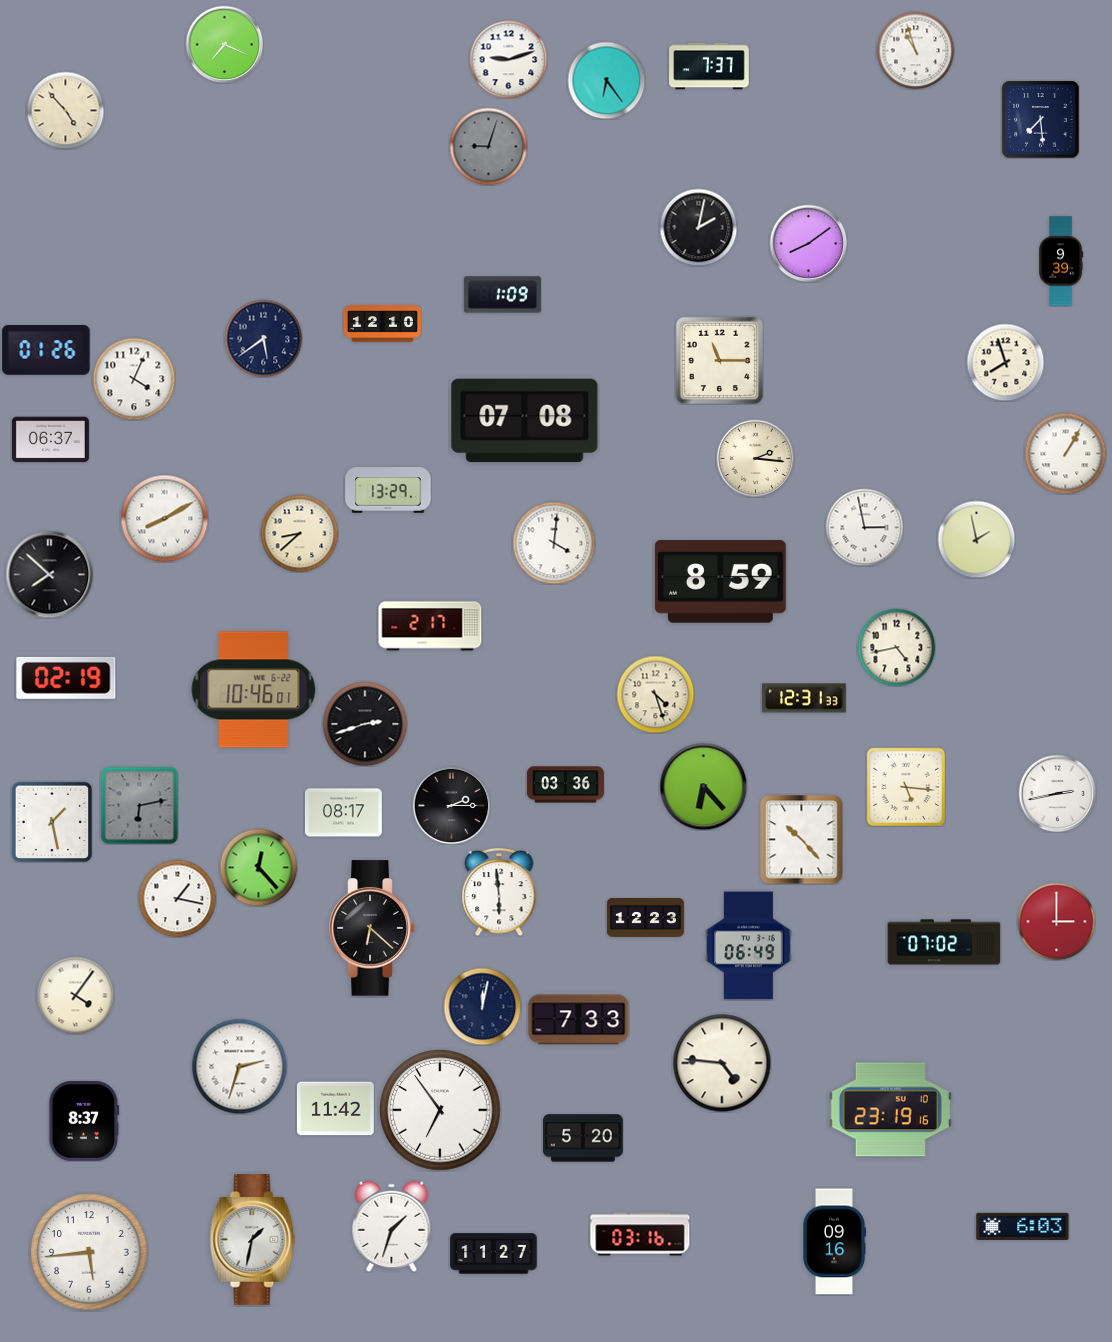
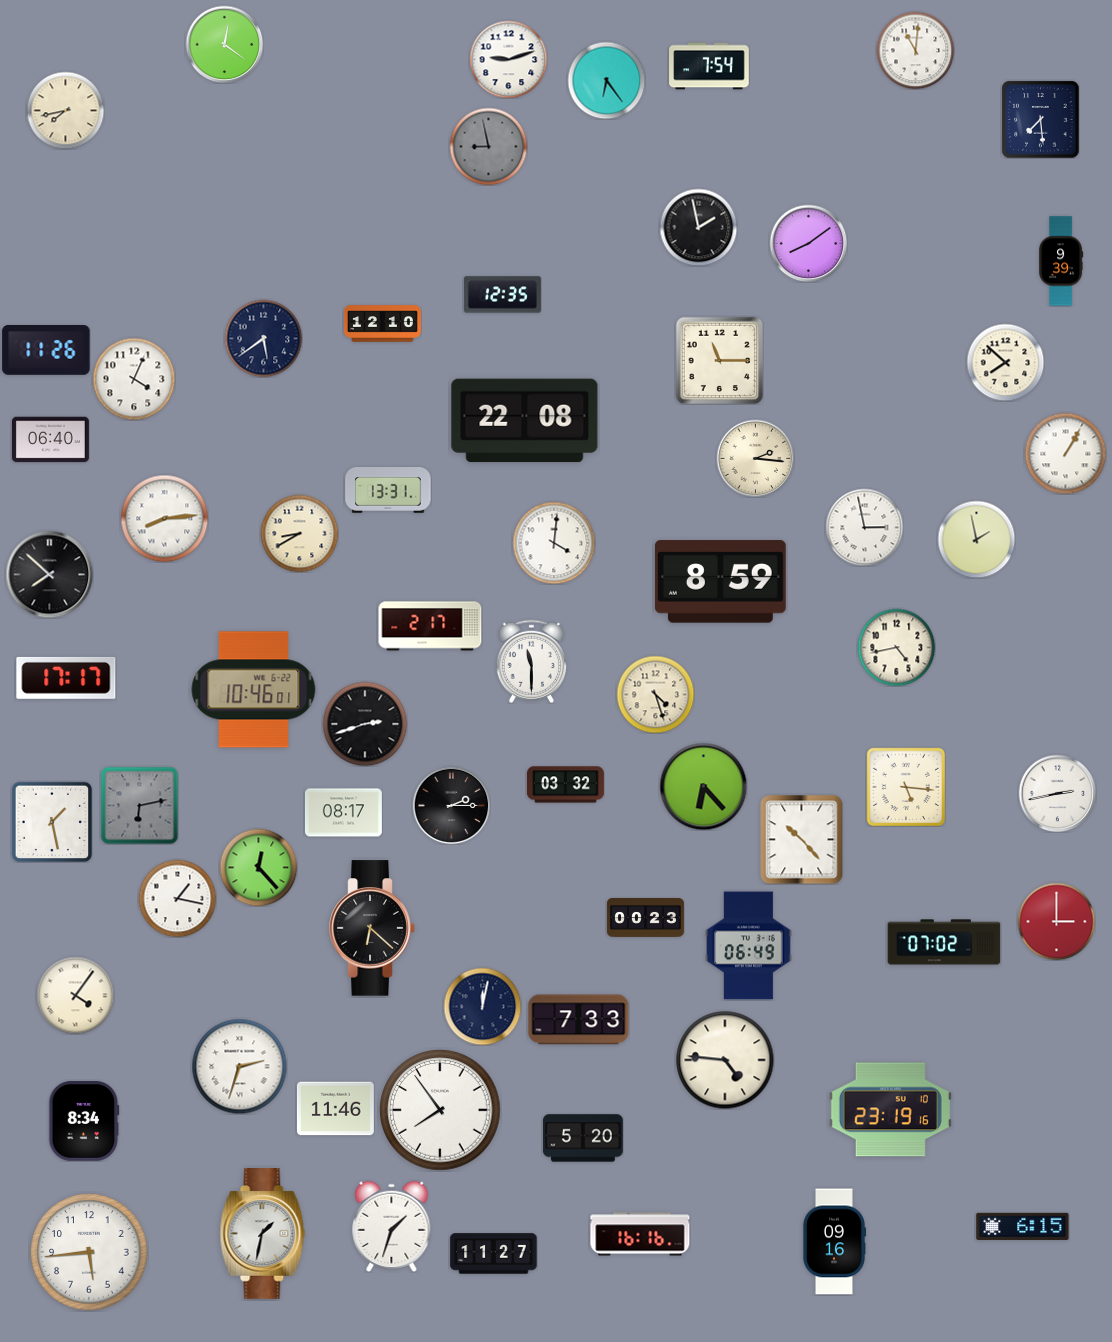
clock at (224, 44): 7:19 -> 12:21
clock at (915, 50): 10:57 -> 11:01
clock at (709, 66): 7:37 -> 7:54
clock at (65, 110): 4:53 -> 7:43
clock at (488, 146): 9:03 -> 8:58
clock at (698, 227): 2:02 -> 1:58
clock at (502, 295): 1:09 -> 12:35
clock at (46, 351): 01:26 -> 11:26
clock at (1005, 362): 7:57 -> 7:52
clock at (525, 421): 07:08 -> 22:08
clock at (50, 440): 06:37 -> 06:40
clock at (388, 491): 13:29 -> 13:31
clock at (164, 518): 8:10 -> 8:14
clock at (299, 533): 8:38 -> 8:40
clock at (531, 661): none -> 11:30
clock at (66, 678): 02:19 -> 17:17
clock at (804, 698): 12:31 -> none
clock at (565, 785): 03:36 -> 03:32
clock at (499, 892): 5:59 -> none
clock at (645, 918): 12:23 -> 00:23
clock at (722, 1063) position: (722, 1063) -> (725, 1060)
clock at (335, 1109): 11:42 -> 11:46
clock at (440, 1110): 6:54 -> 7:54
clock at (84, 1122): 8:37 -> 8:34
clock at (1023, 1226): 6:03 -> 6:15
clock at (640, 1234): 03:16 -> 16:16
clock at (253, 1240) position: (253, 1240) -> (263, 1234)
